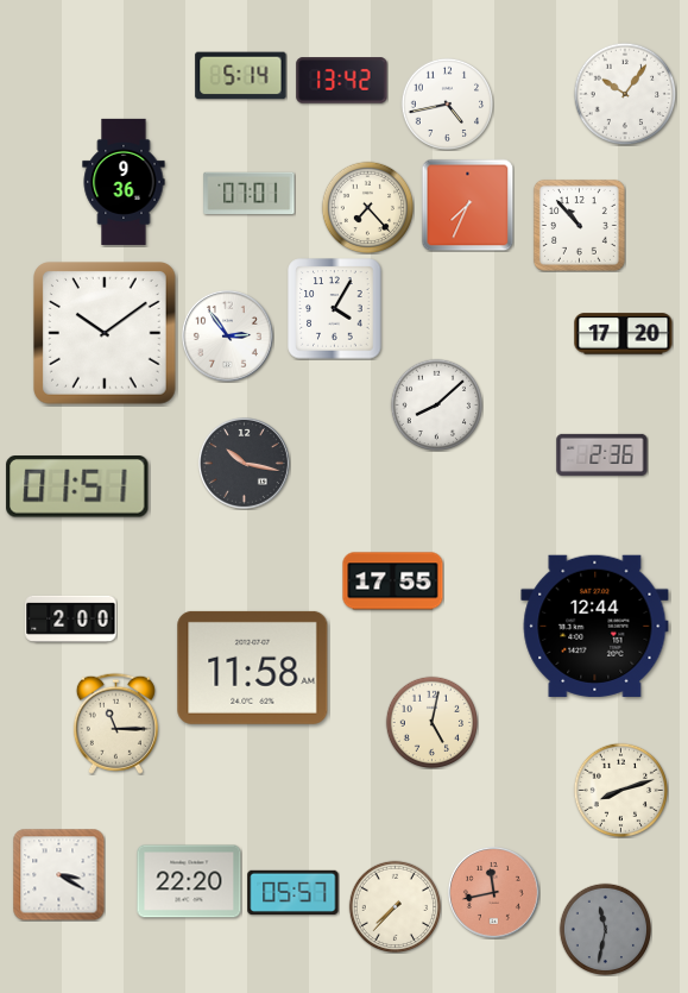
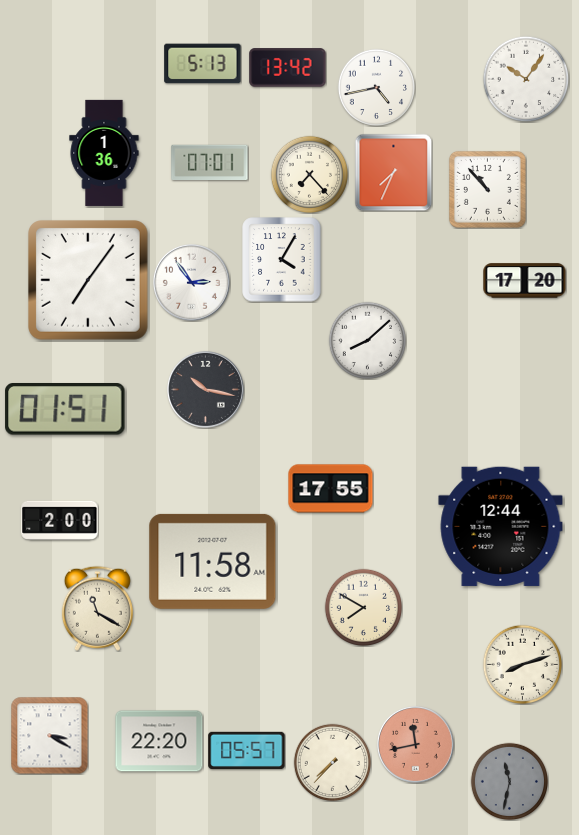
clock at (241, 76): 5:14 -> 5:13
clock at (124, 182): 9:36 -> 1:36
clock at (106, 334): 10:09 -> 7:06
clock at (602, 454): 2:36 -> none
clock at (431, 722): 5:02 -> 7:50
clock at (115, 723): 11:15 -> 11:20
clock at (493, 892) position: (493, 892) -> (415, 744)
